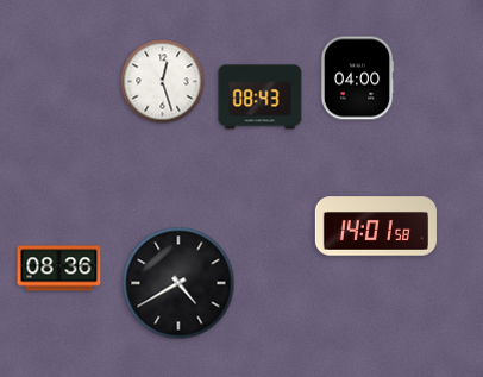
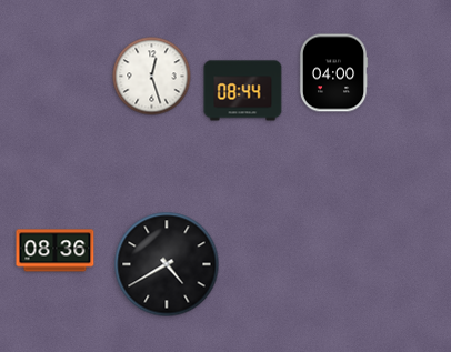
clock at (261, 98): 08:43 -> 08:44
clock at (376, 226): 14:01 -> none
